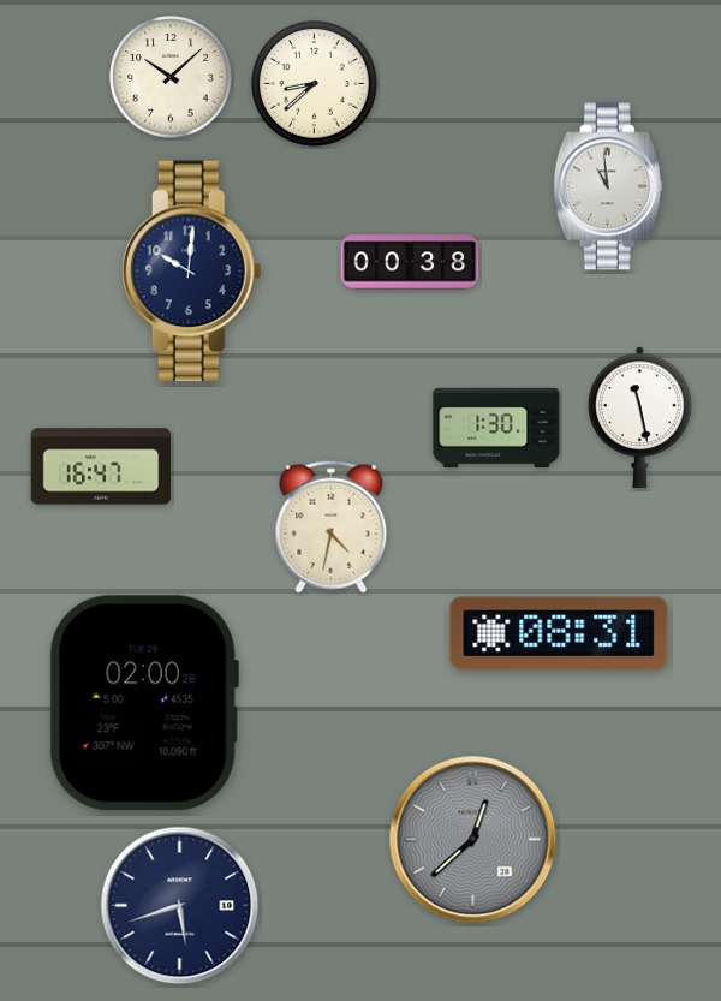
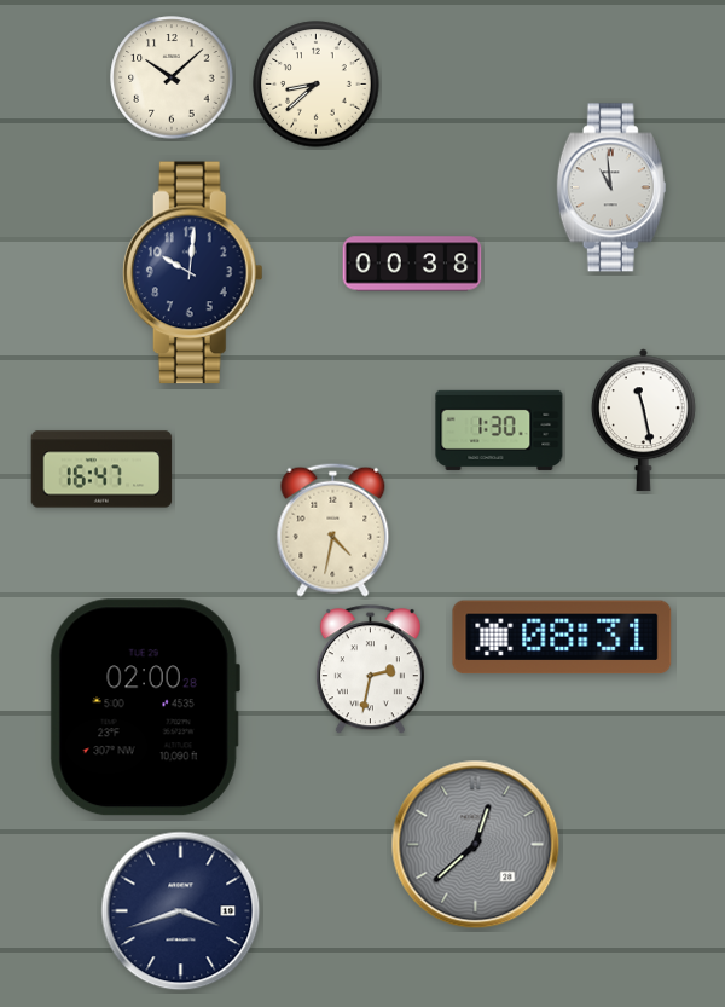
clock at (370, 670): none -> 2:32
clock at (180, 906): 5:42 -> 3:42
